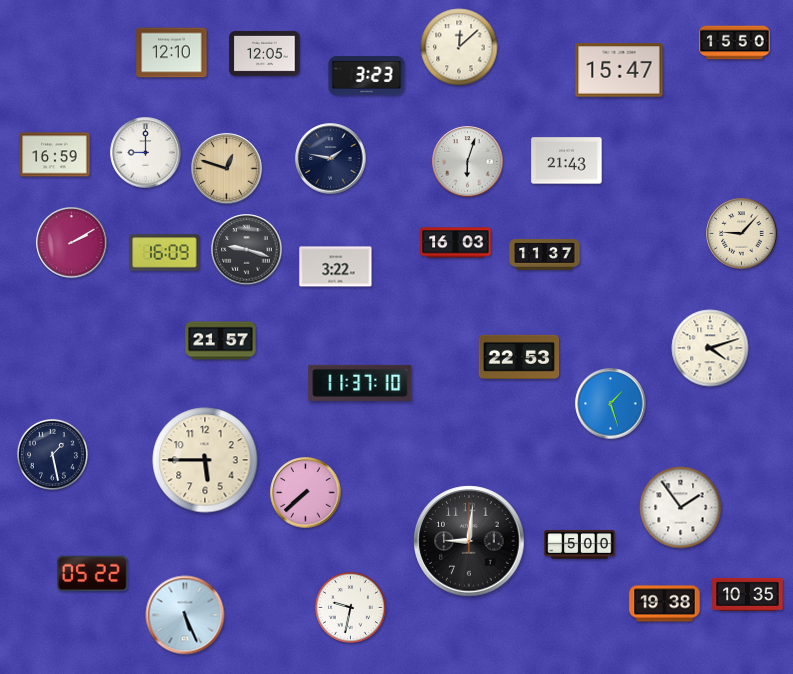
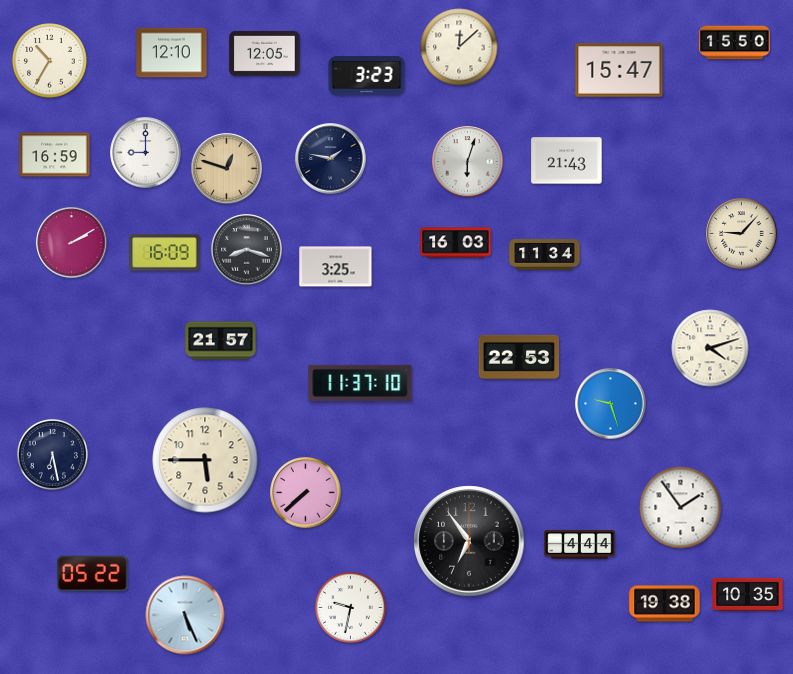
clock at (50, 61): none -> 10:35
clock at (247, 250): 9:18 -> 8:18
clock at (545, 255): 11:37 -> 11:34
clock at (336, 267): 3:22 -> 3:25
clock at (611, 404): 1:27 -> 9:27
clock at (52, 454): 1:28 -> 6:28
clock at (469, 541): 9:01 -> 6:54
clock at (580, 545): 5:00 -> 4:44
